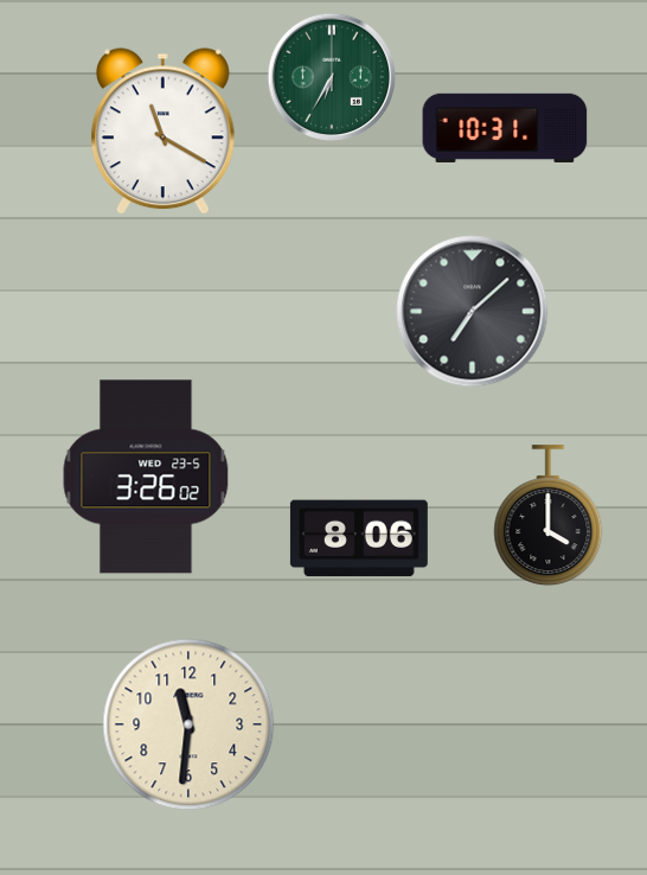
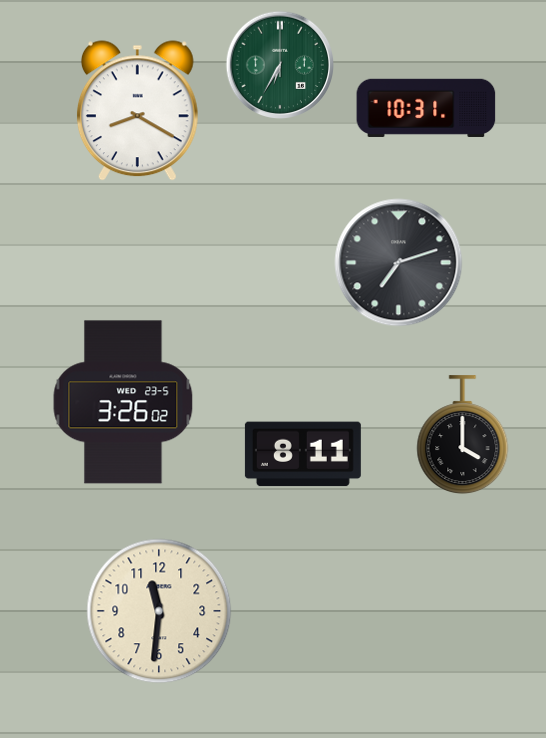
clock at (162, 132): 11:20 -> 8:20
clock at (473, 312): 7:08 -> 7:12
clock at (359, 538): 8:06 -> 8:11
